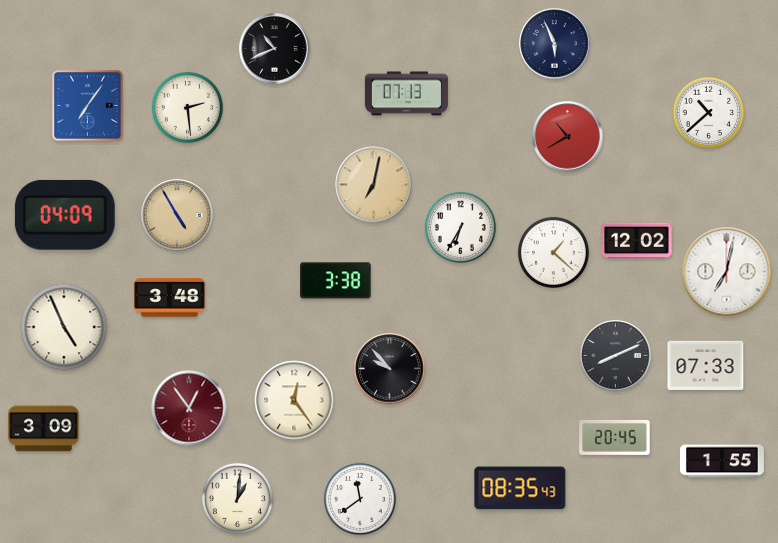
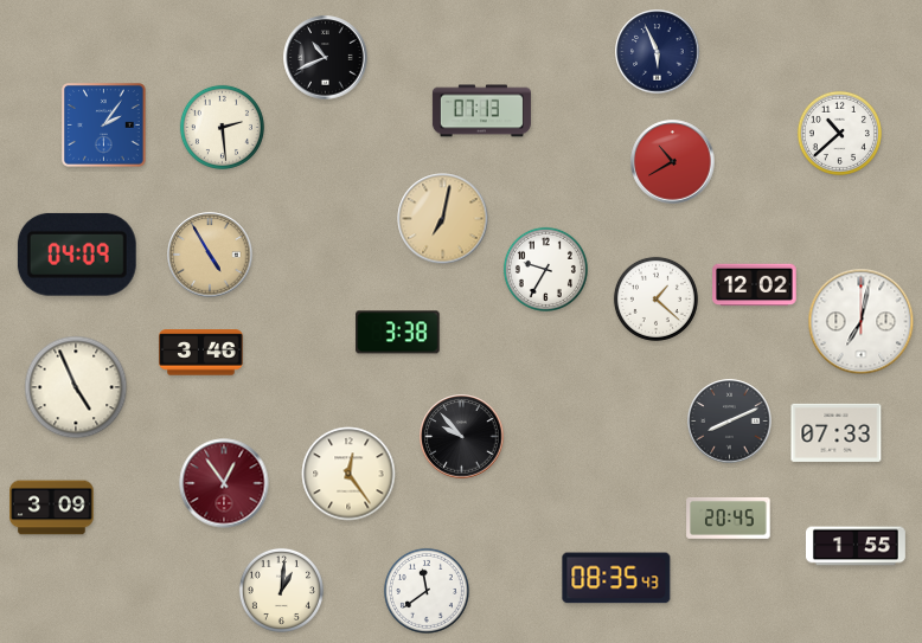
clock at (88, 106): 7:06 -> 2:06
clock at (460, 227): 6:35 -> 9:35
clock at (170, 298): 3:48 -> 3:46
